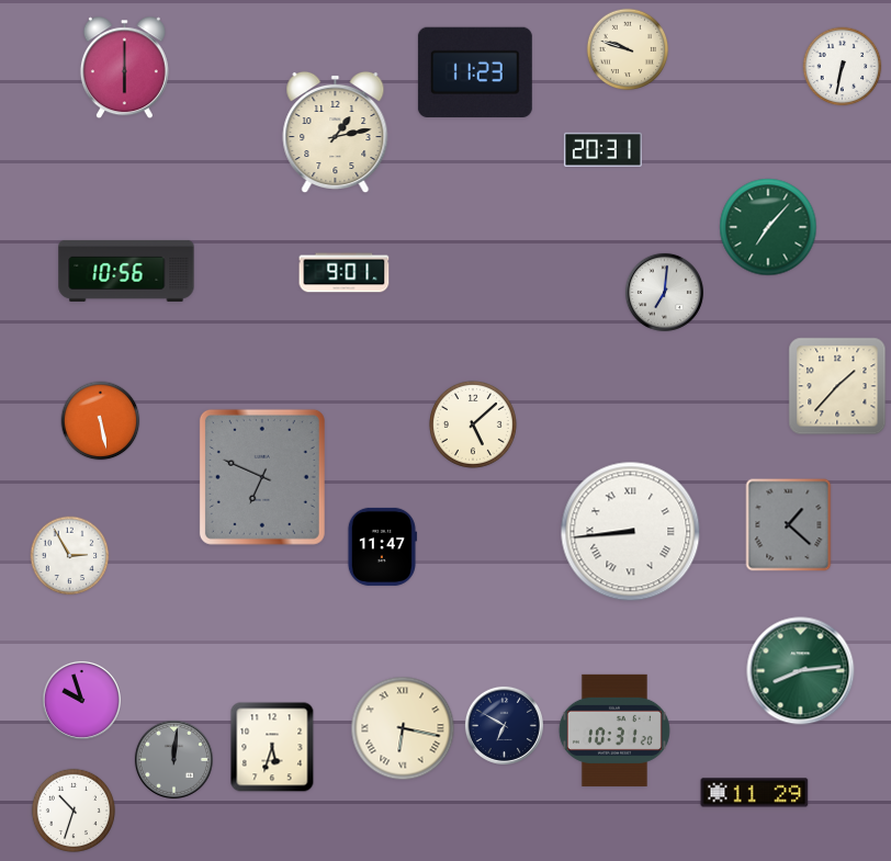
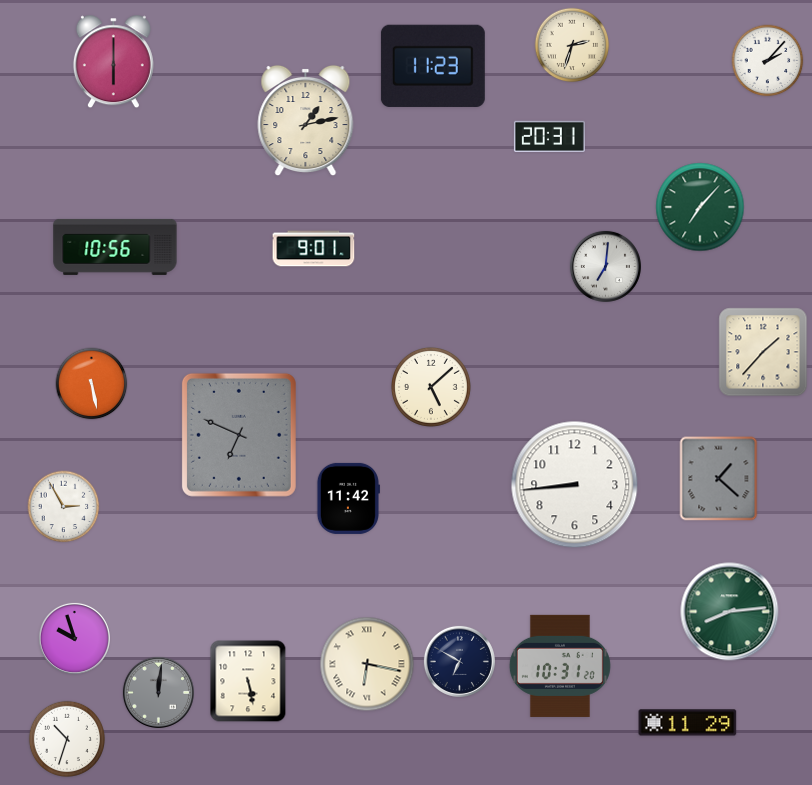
clock at (628, 49): 9:48 -> 2:33
clock at (843, 67): 6:32 -> 2:07
clock at (631, 532) numerals: Roman -> Arabic
clock at (382, 546): 11:47 -> 11:42
clock at (272, 747): 5:33 -> 5:28
